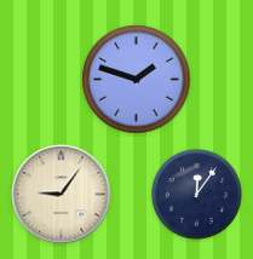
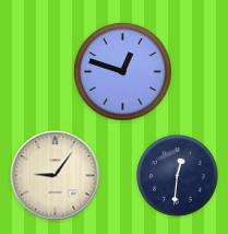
clock at (137, 80): 1:48 -> 12:48
clock at (197, 195): 12:06 -> 12:31
